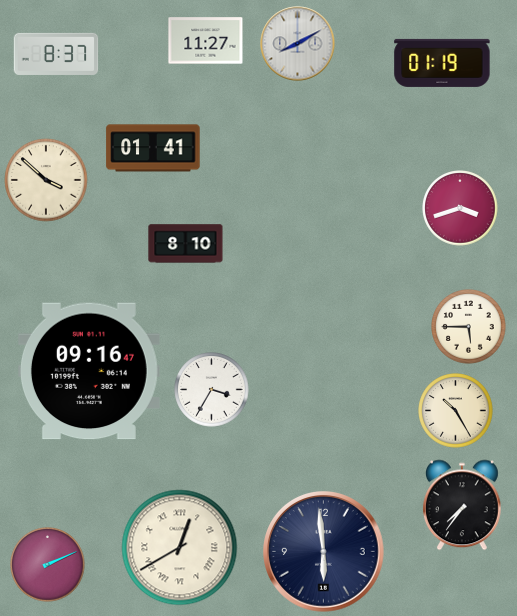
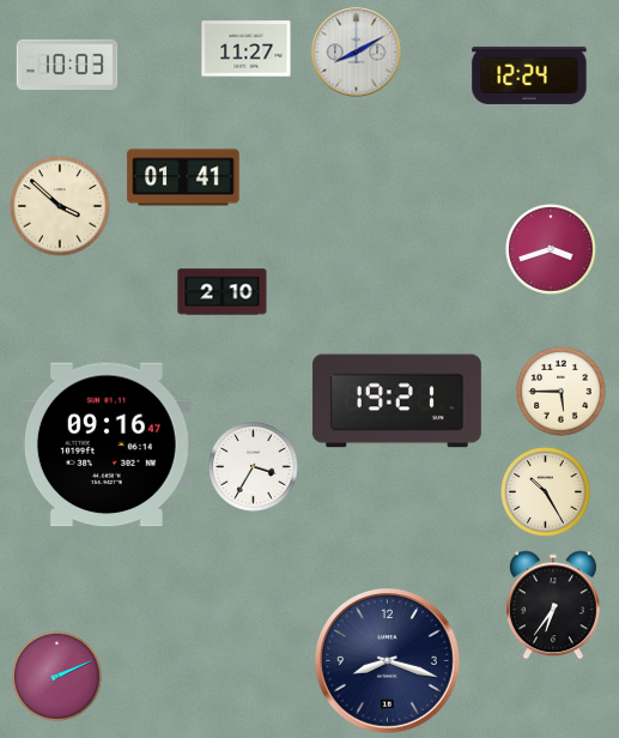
clock at (56, 54): 8:37 -> 10:03
clock at (442, 63): 01:19 -> 12:24
clock at (46, 180) position: (46, 180) -> (60, 206)
clock at (186, 244): 8:10 -> 2:10
clock at (396, 401): none -> 19:21
clock at (462, 505): 7:36 -> 6:36
clock at (180, 548): 12:40 -> none
clock at (324, 552): 5:59 -> 8:18
